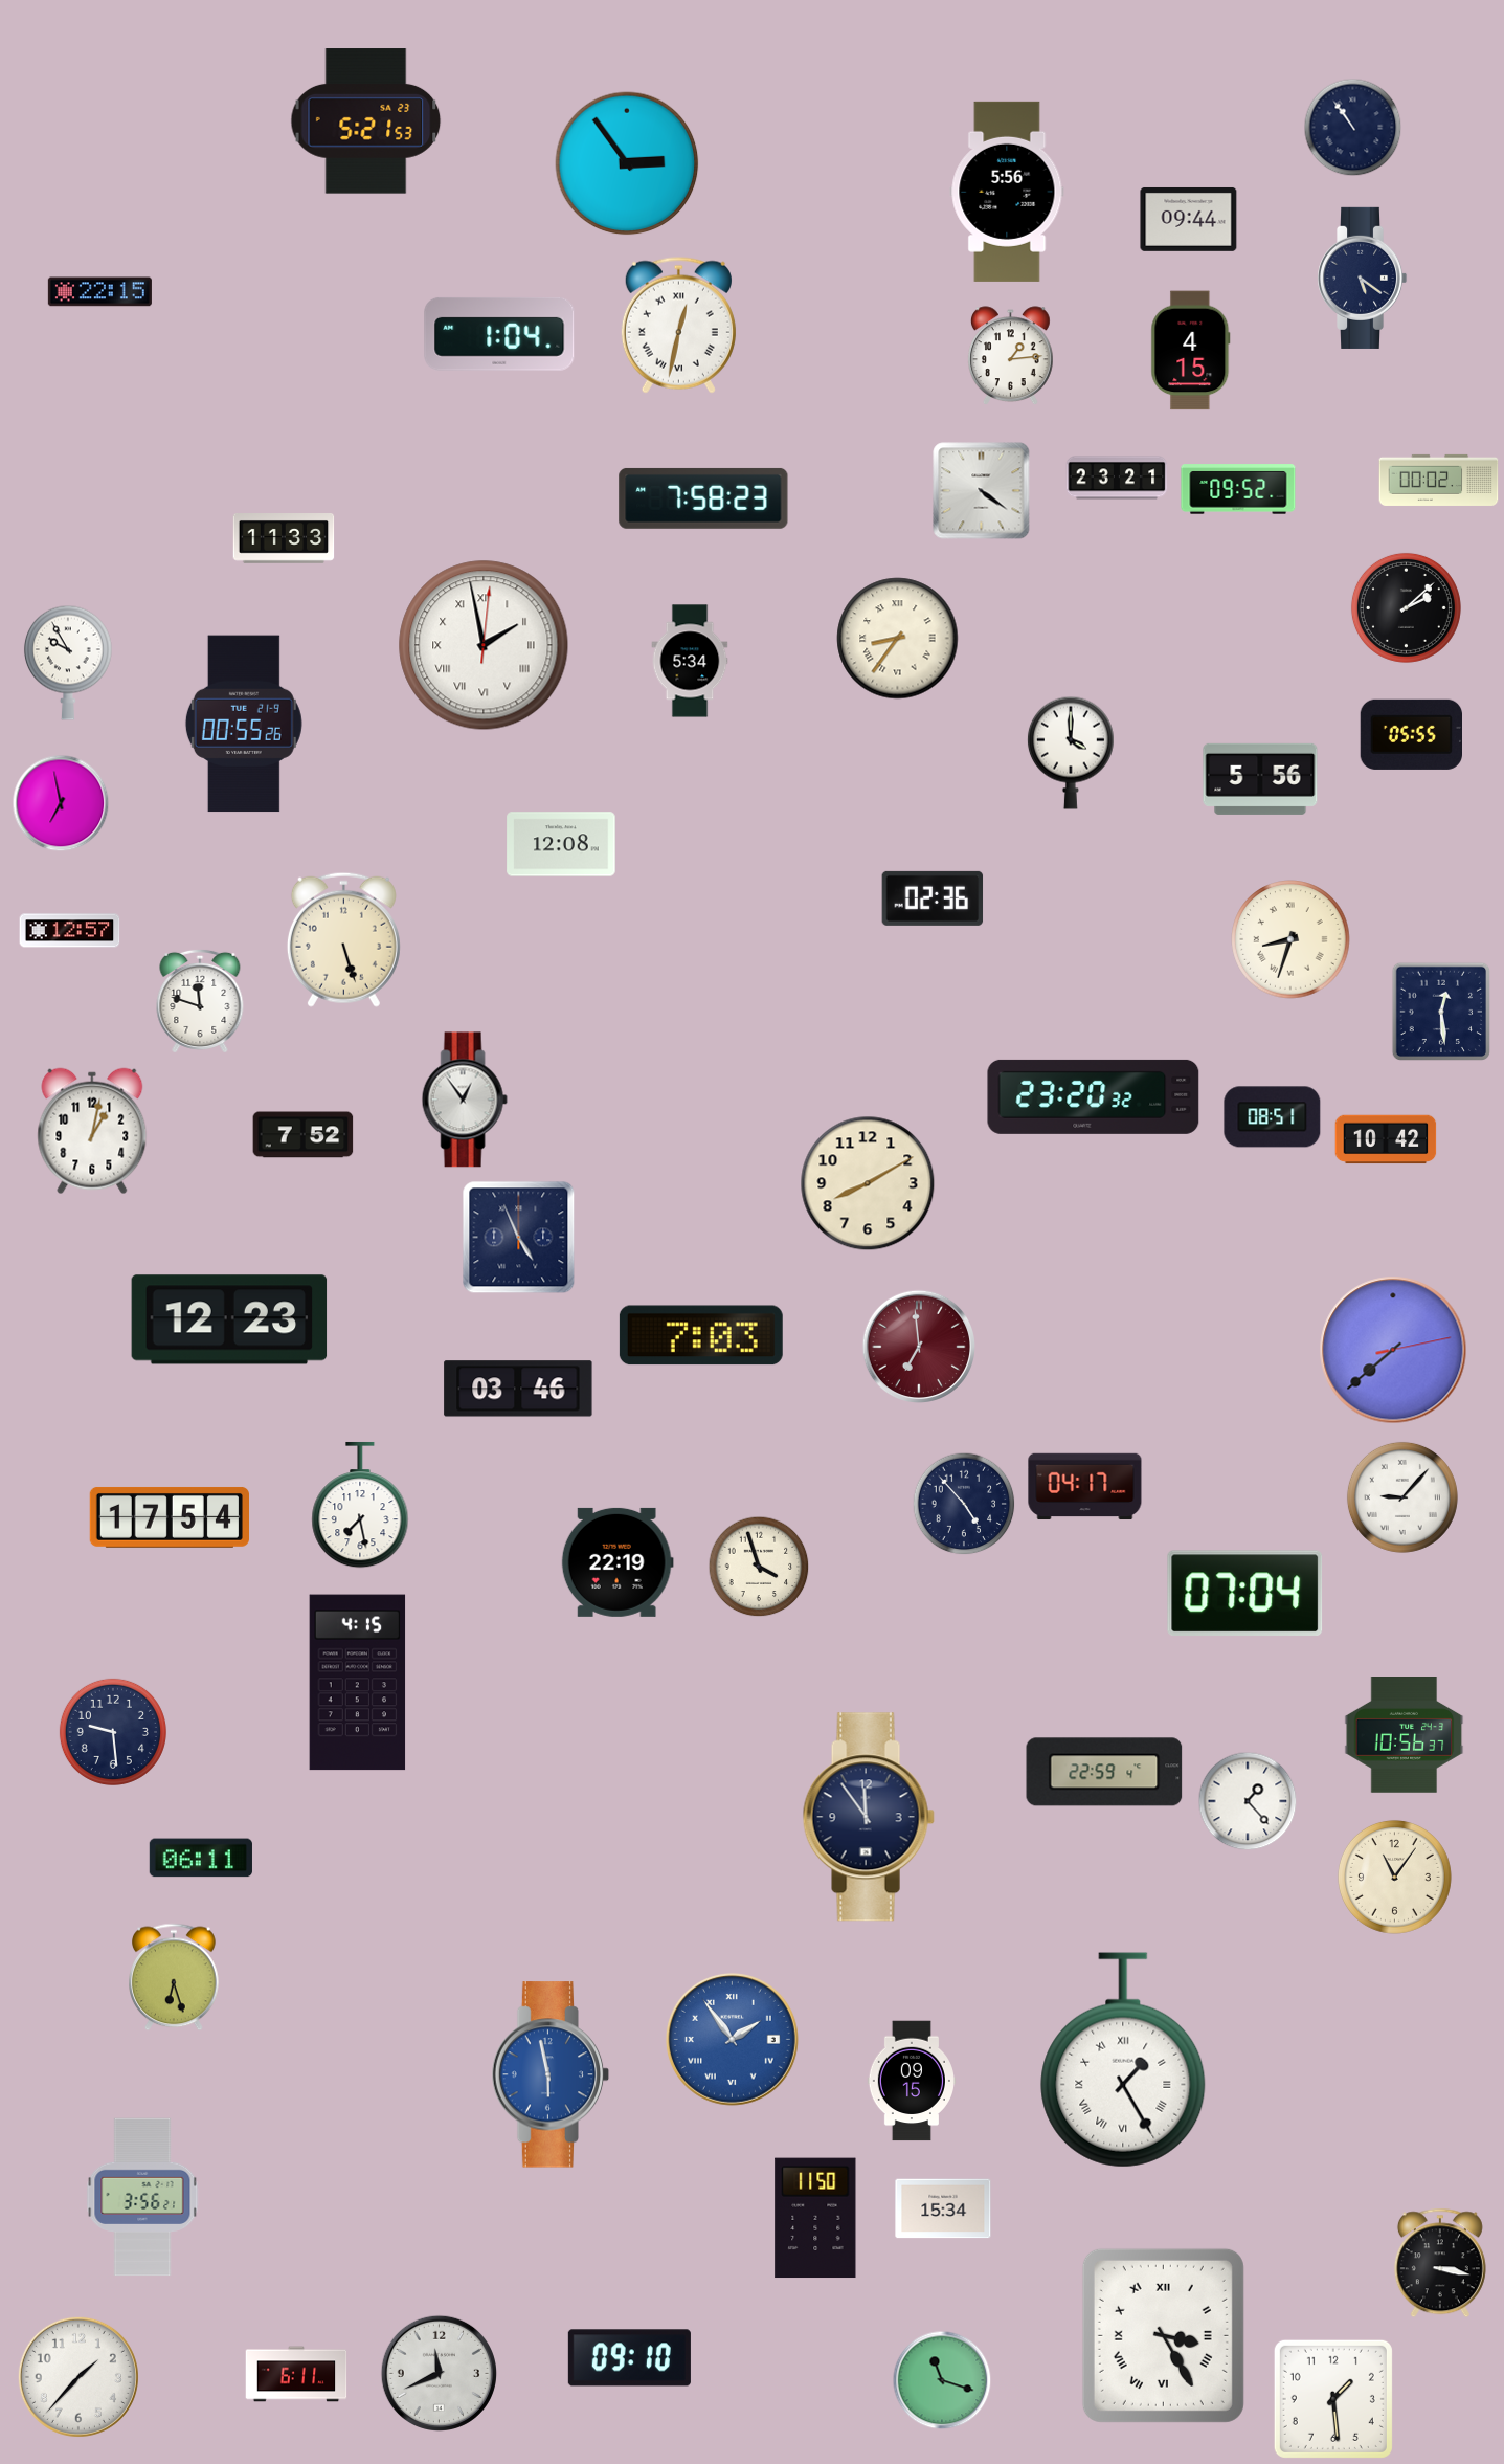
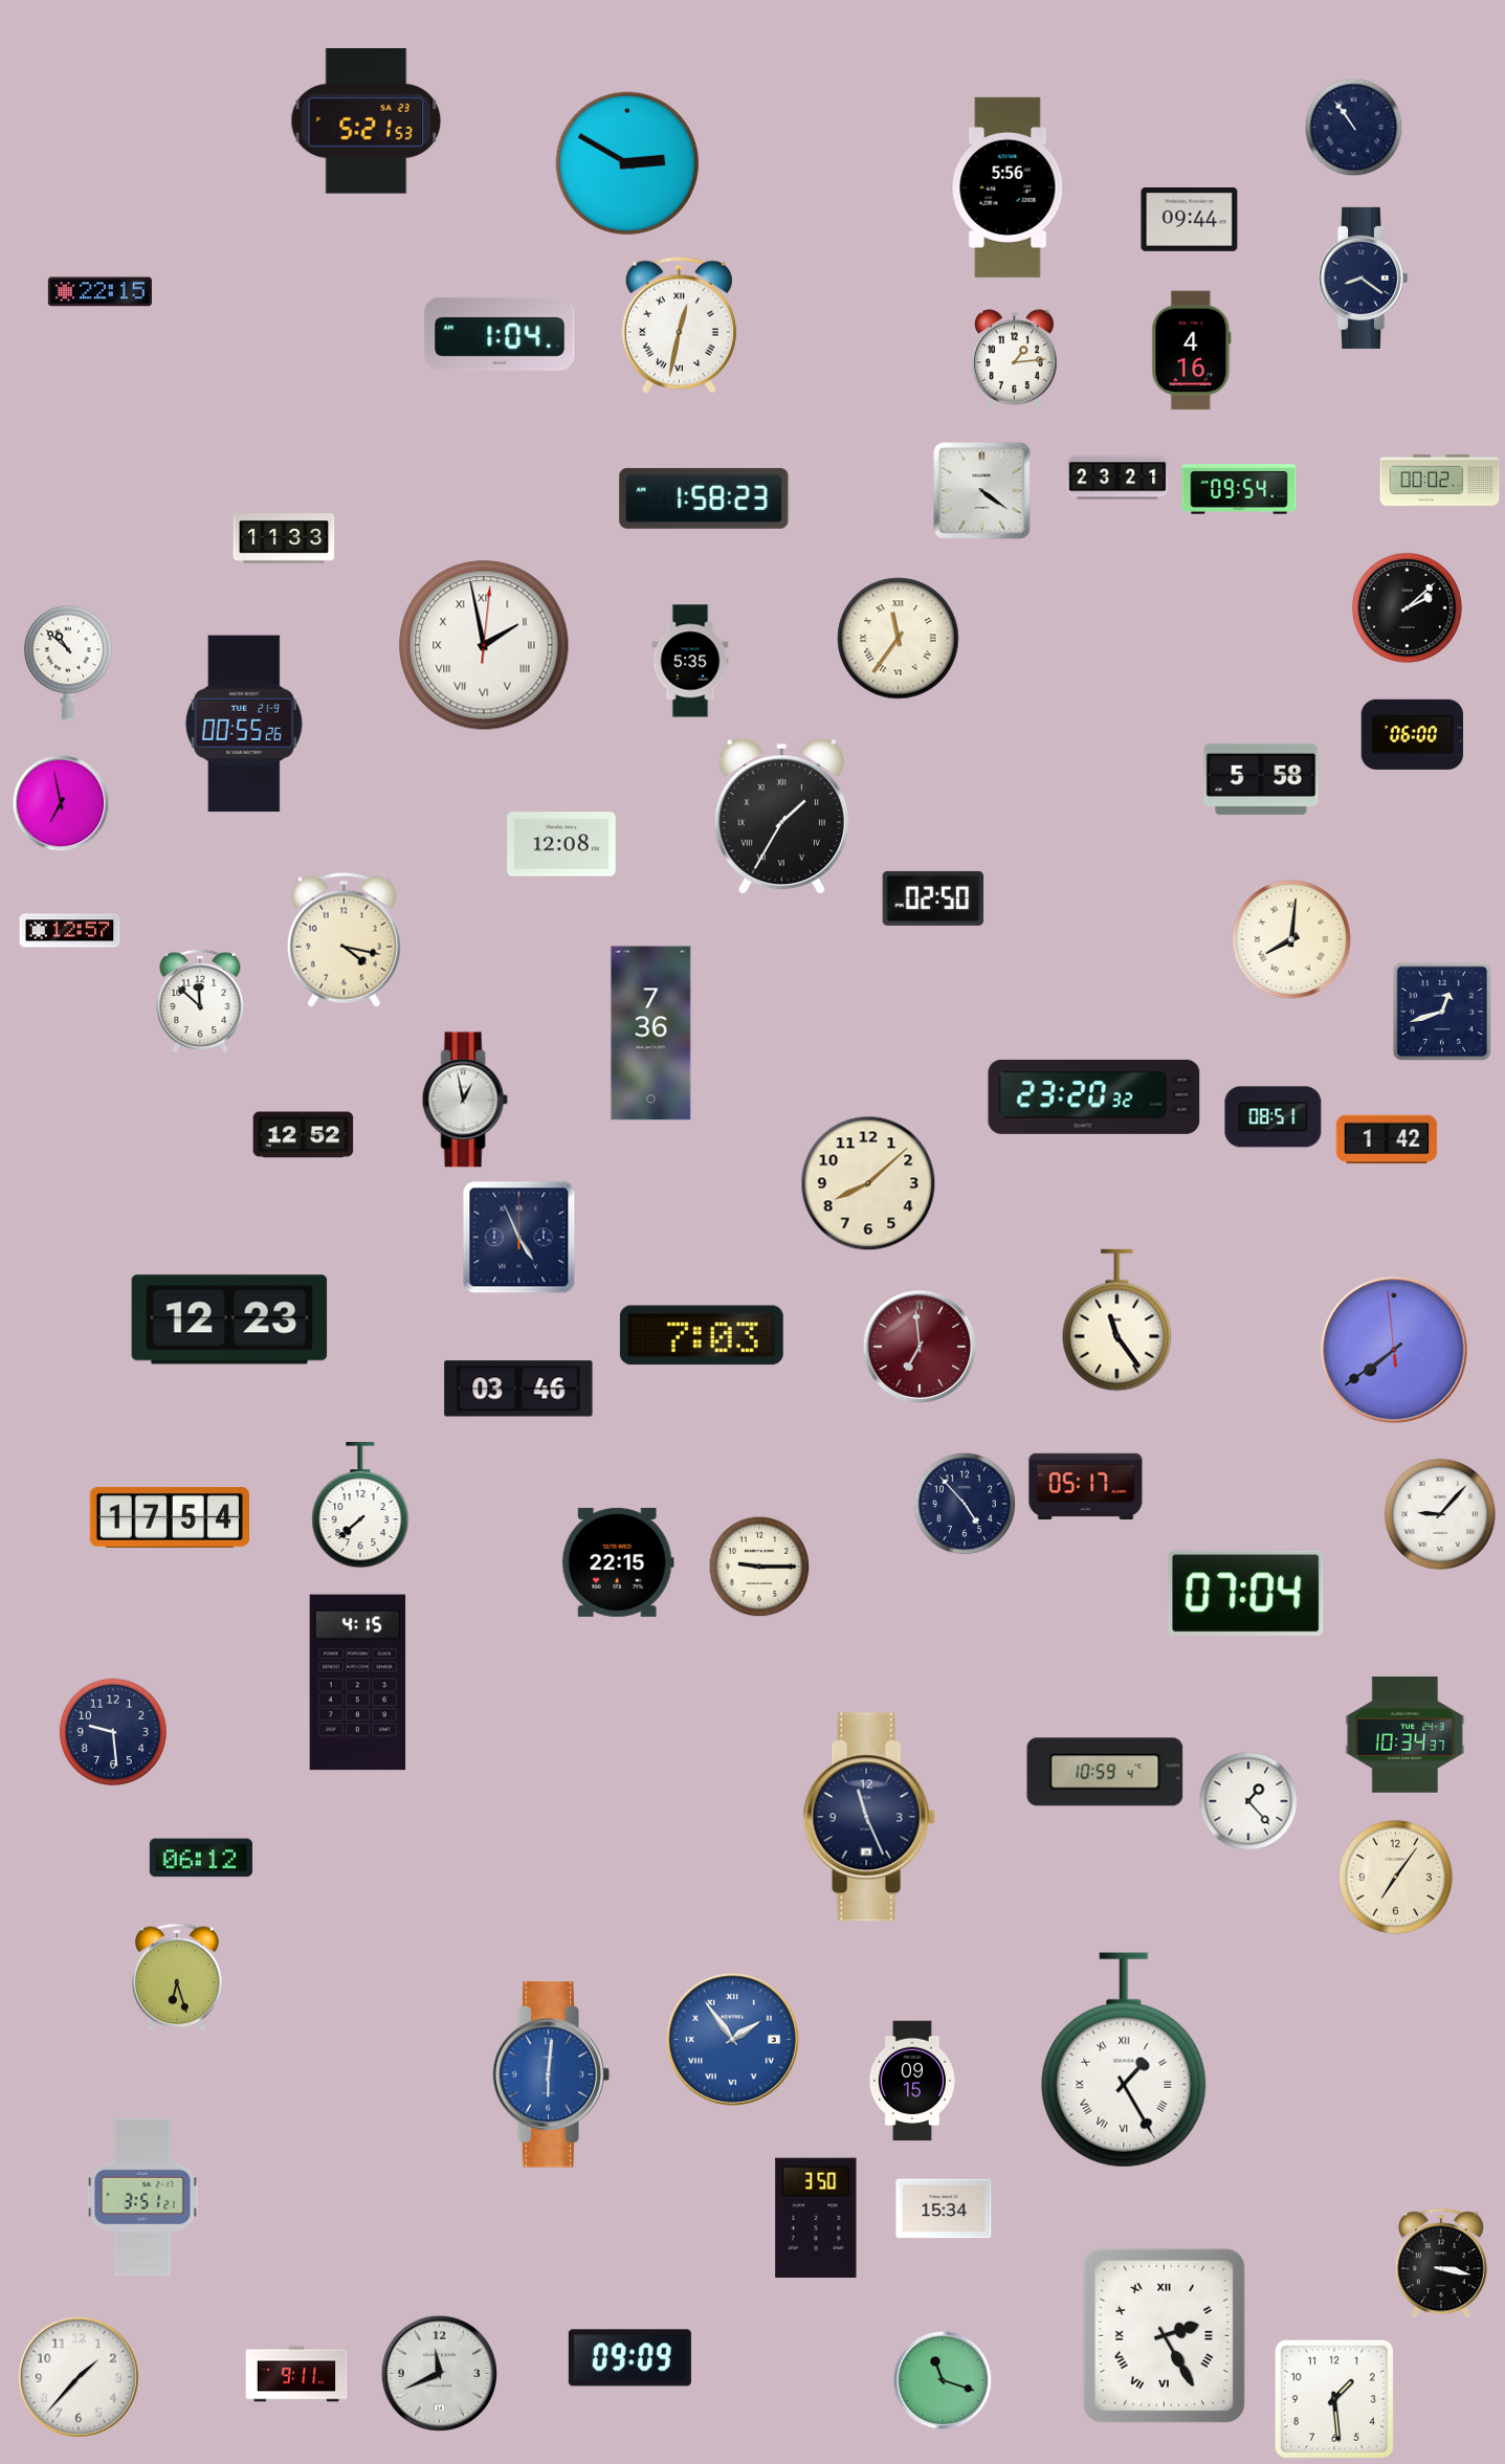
clock at (627, 163): 2:54 -> 2:50
clock at (1007, 192) position: (1007, 192) -> (1008, 187)
clock at (1363, 278): 5:21 -> 8:21
clock at (1191, 351): 4:15 -> 4:16
clock at (1011, 356) position: (1011, 356) -> (1015, 359)
clock at (1238, 489): 09:52 -> 09:54
clock at (703, 498): 7:58 -> 1:58
clock at (898, 639): 8:36 -> 11:36
clock at (690, 661): 5:34 -> 5:35
clock at (68, 663): 9:55 -> 10:52
clock at (1411, 734): 05:55 -> 06:00
clock at (1071, 753): 4:00 -> none
clock at (1260, 779): 5:56 -> 5:58
clock at (781, 817): none -> 1:35
clock at (933, 898): 02:36 -> 02:50
clock at (343, 939): 5:27 -> 4:17
clock at (1290, 939): 8:33 -> 8:01
clock at (200, 1001): 11:48 -> 11:52
clock at (1440, 1011): 12:29 -> 12:42
clock at (651, 1034): none -> 7:36
clock at (465, 1100): 12:54 -> 12:58
clock at (92, 1131): 1:02 -> none
clock at (304, 1135): 7:52 -> 12:52
clock at (1386, 1139): 10:42 -> 1:42
clock at (868, 1183): 8:10 -> 8:08
clock at (1117, 1320): none -> 11:24
clock at (1393, 1350): 7:38:13 -> 7:38:59
clock at (1085, 1487): 04:17 -> 05:17
clock at (1402, 1497) position: (1402, 1497) -> (1440, 1514)
clock at (360, 1505): 7:28 -> 7:38
clock at (618, 1562): 22:19 -> 22:15
clock at (759, 1567): 3:57 -> 9:15
clock at (1405, 1735): 10:56 -> 10:34
clock at (1104, 1772): 22:59 -> 10:59
clock at (869, 1817): 11:54 -> 11:26
clock at (201, 1858): 06:11 -> 06:12
clock at (1394, 1877): 11:06 -> 7:06
clock at (175, 1977) position: (175, 1977) -> (178, 1977)
clock at (551, 2074): 5:58 -> 6:01
clock at (142, 2197): 3:56 -> 3:51
clock at (815, 2218): 11:50 -> 3:50
clock at (1163, 2335): 3:25 -> 2:25
clock at (629, 2358): 09:10 -> 09:09
clock at (296, 2374): 6:11 -> 9:11
